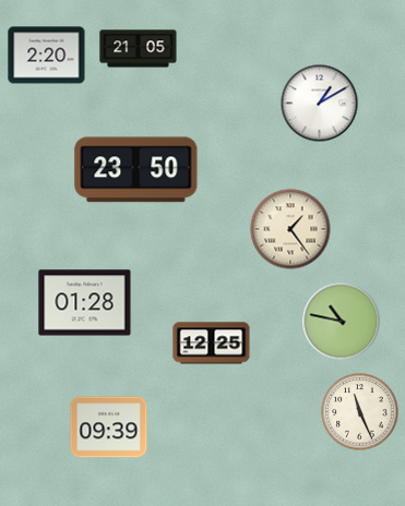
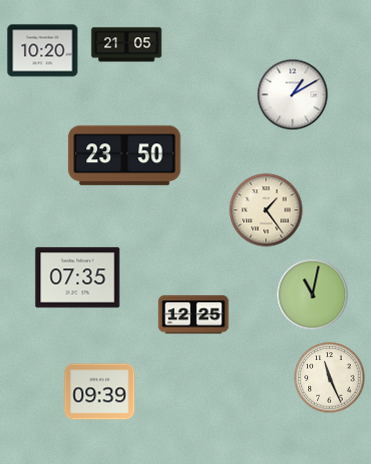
clock at (47, 56): 2:20 -> 10:20
clock at (85, 303): 01:28 -> 07:35
clock at (342, 322): 10:47 -> 11:02
